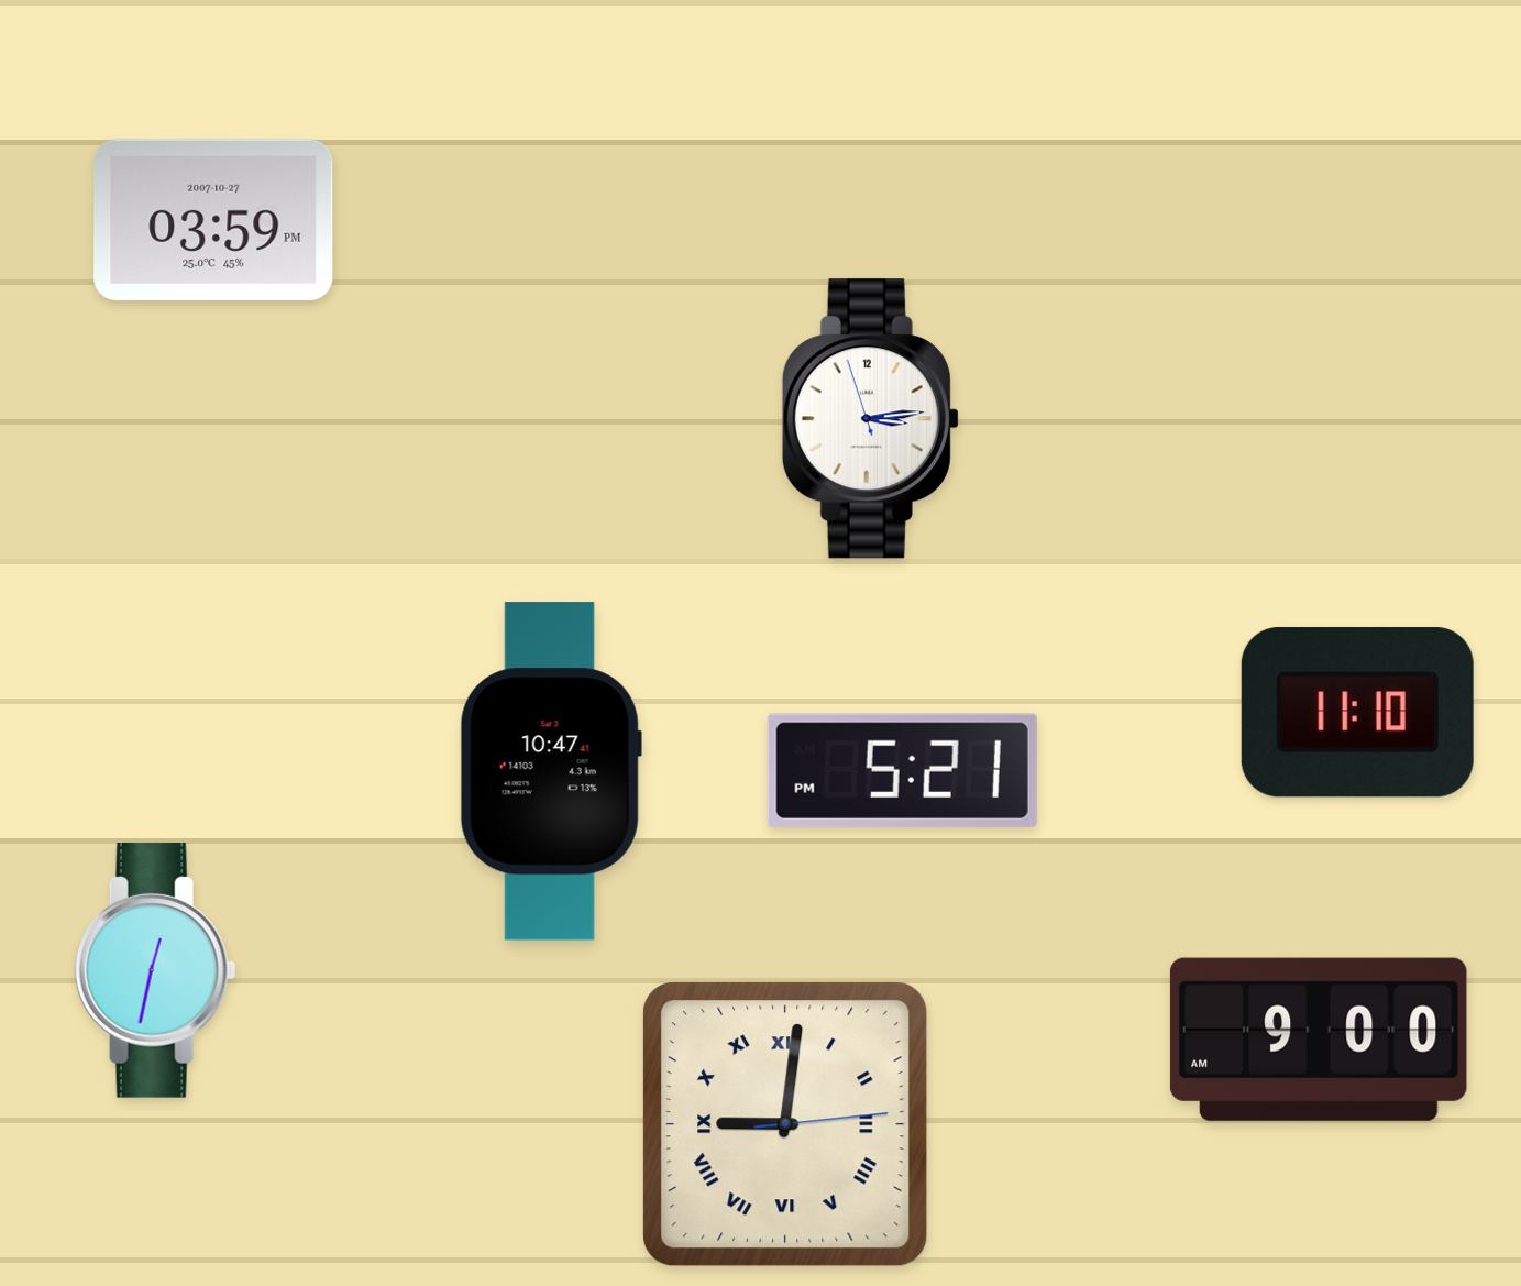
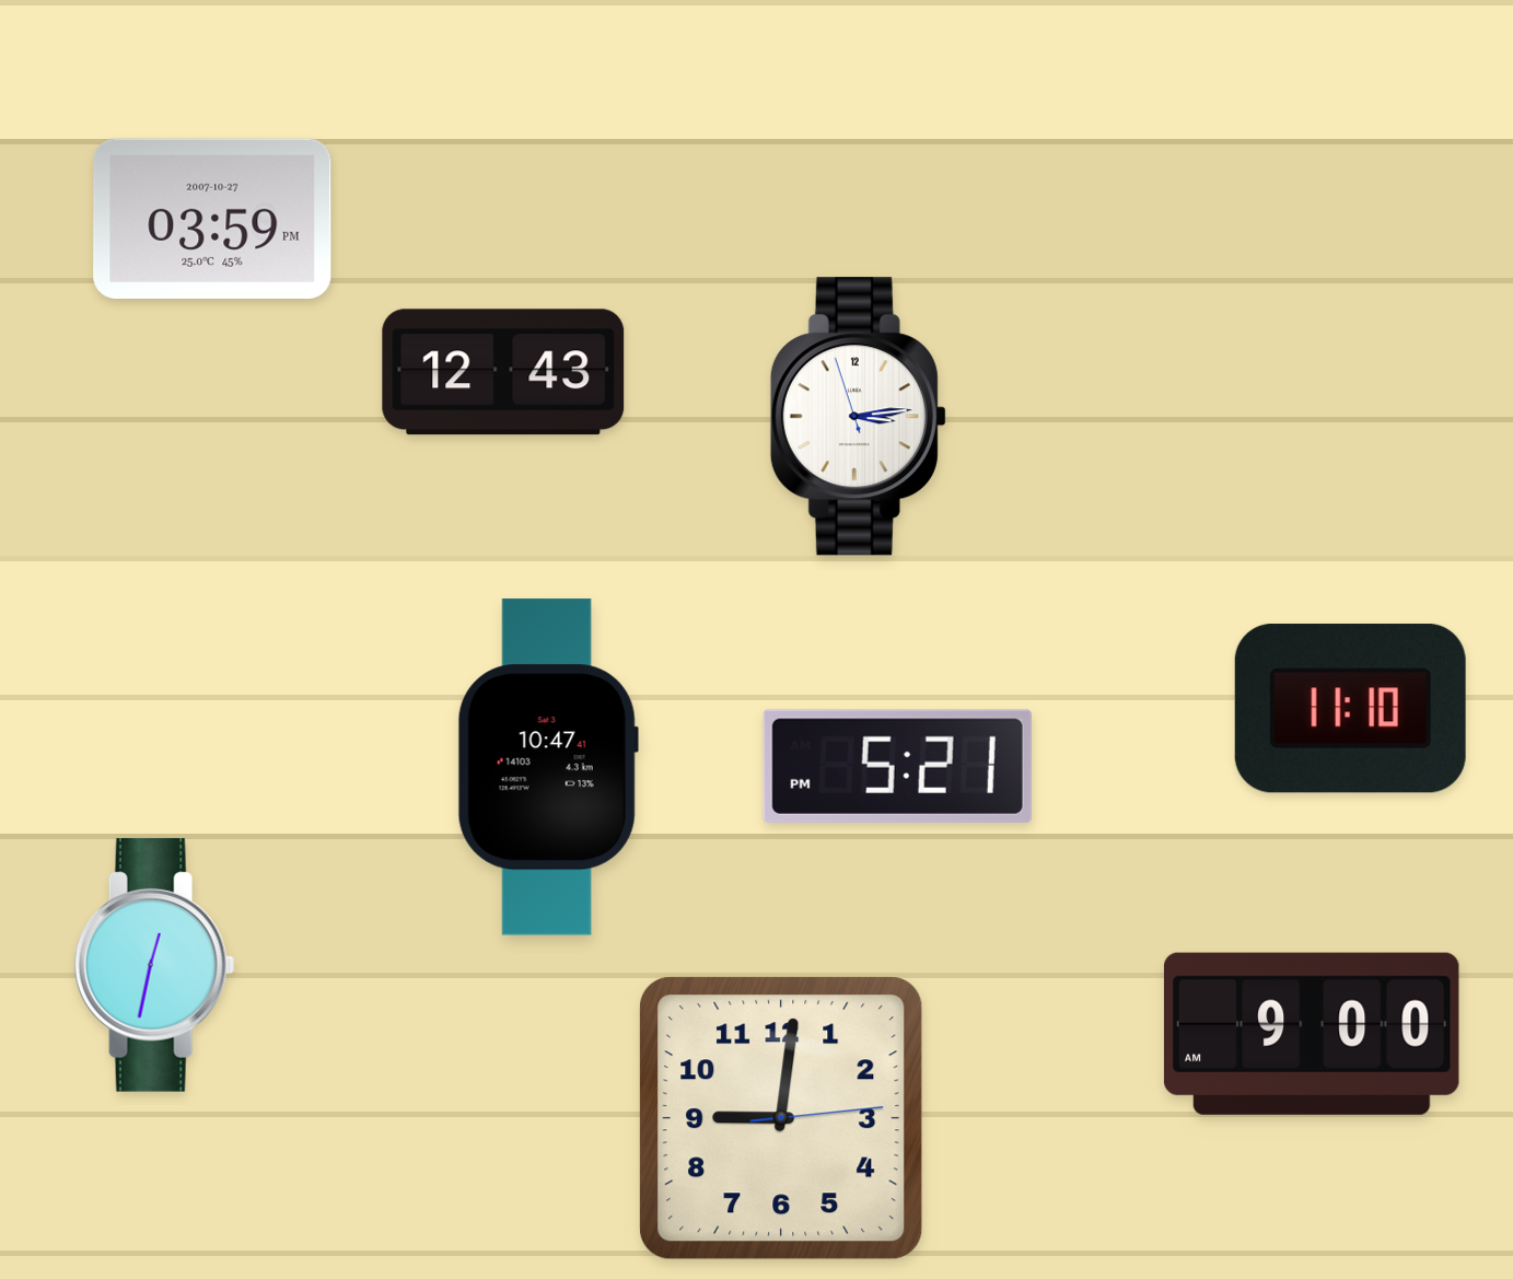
clock at (503, 372): none -> 12:43
clock at (870, 419) position: (870, 419) -> (858, 417)
clock at (785, 1124) numerals: Roman -> Arabic
